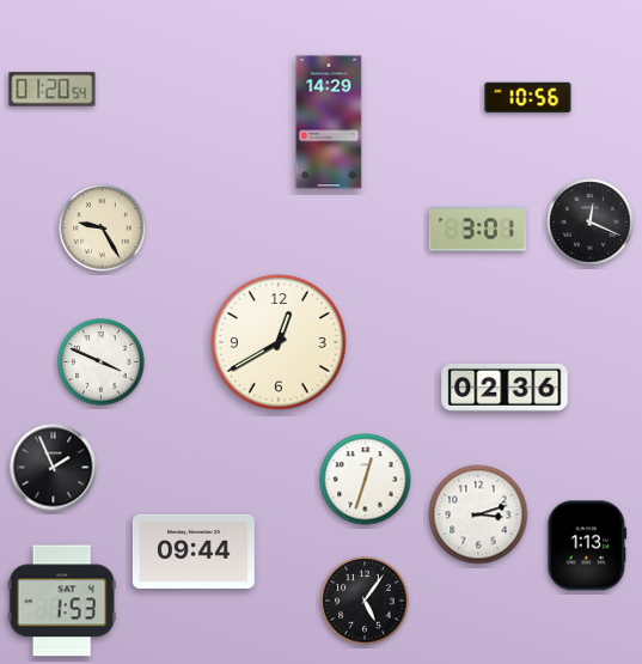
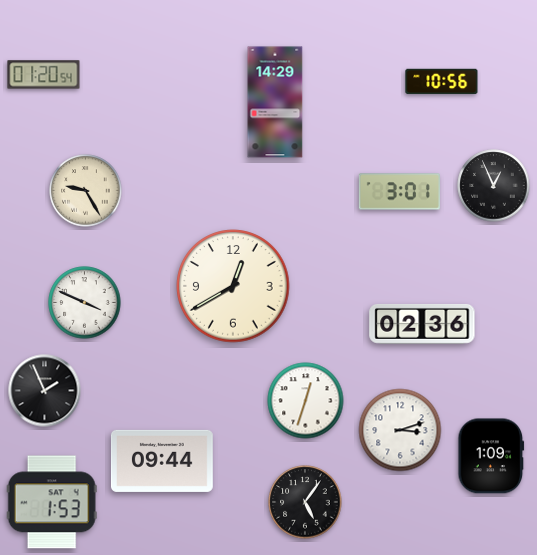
clock at (591, 223): 12:19 -> 12:56
clock at (587, 546): 1:13 -> 1:09
